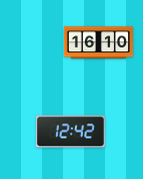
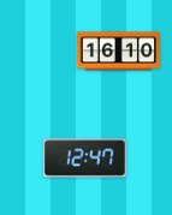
clock at (70, 132): 12:42 -> 12:47
